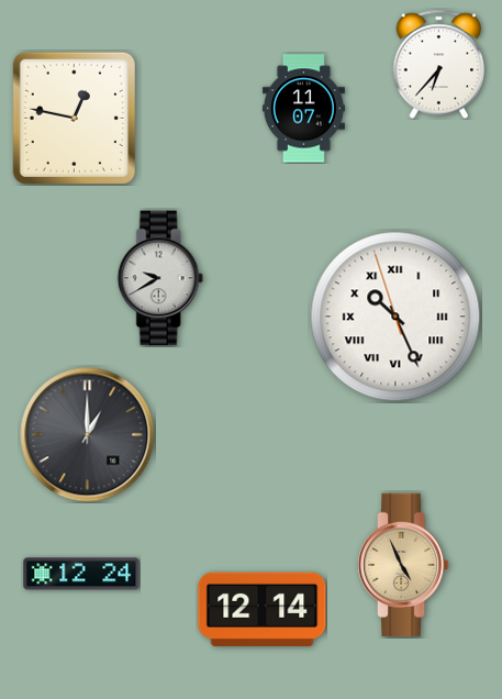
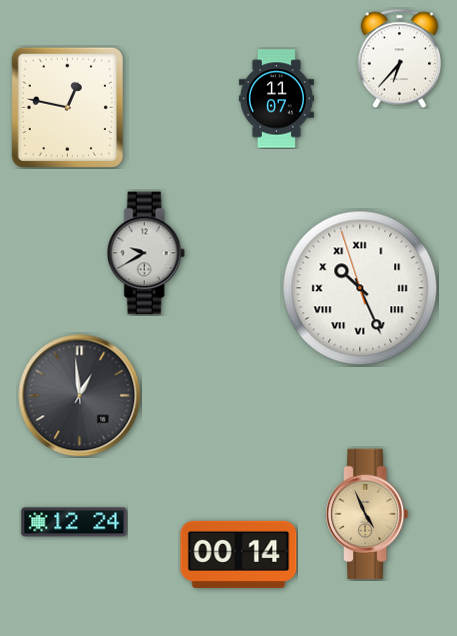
clock at (88, 435): 1:00 -> 12:59
clock at (263, 609): 12:14 -> 00:14
